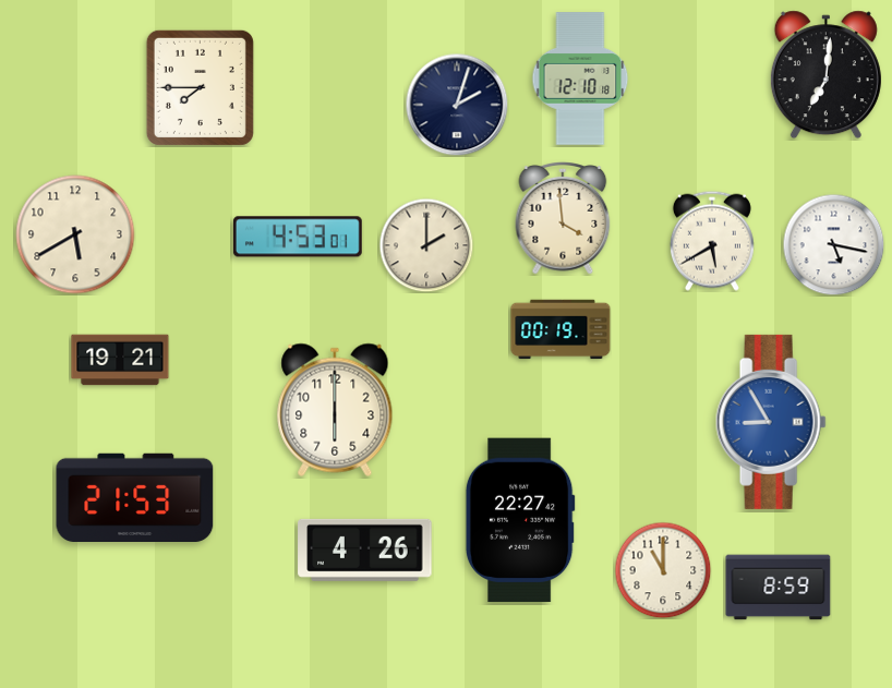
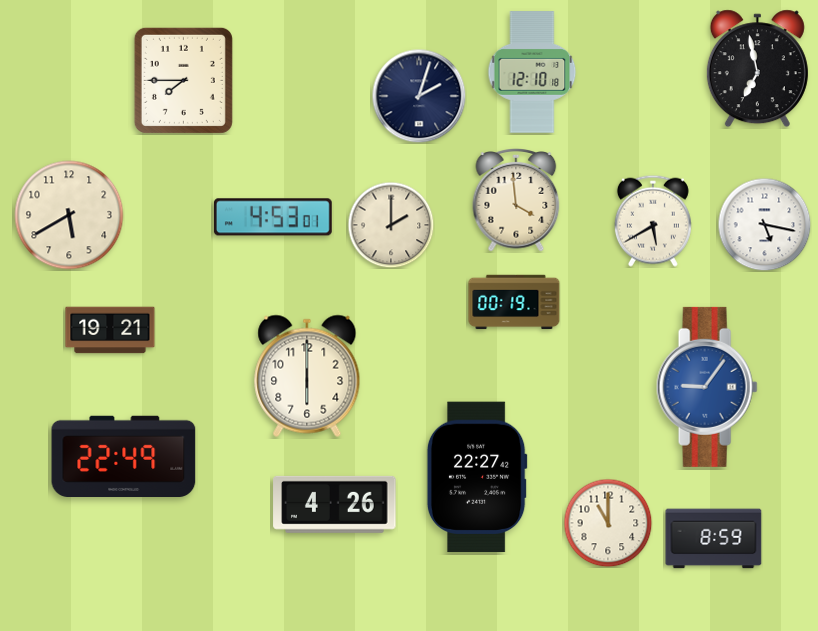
clock at (825, 75): 7:01 -> 6:58
clock at (771, 422): 8:55 -> 9:06
clock at (135, 497): 21:53 -> 22:49
